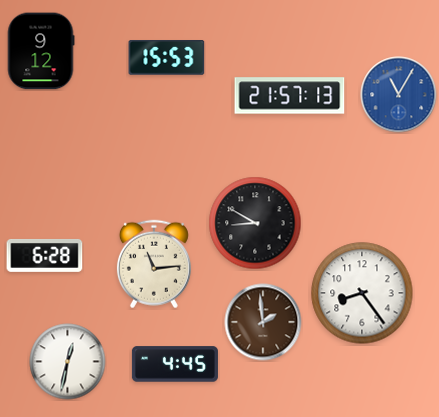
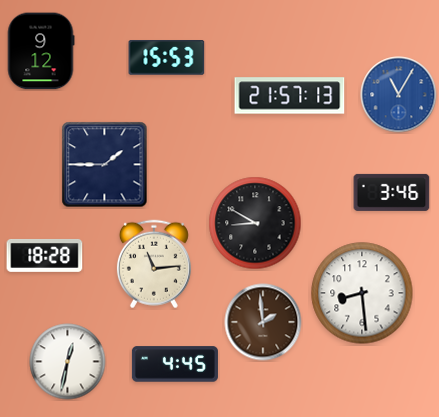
clock at (105, 165): none -> 1:45
clock at (392, 192): none -> 3:46
clock at (45, 255): 6:28 -> 18:28
clock at (362, 293): 8:24 -> 8:29
